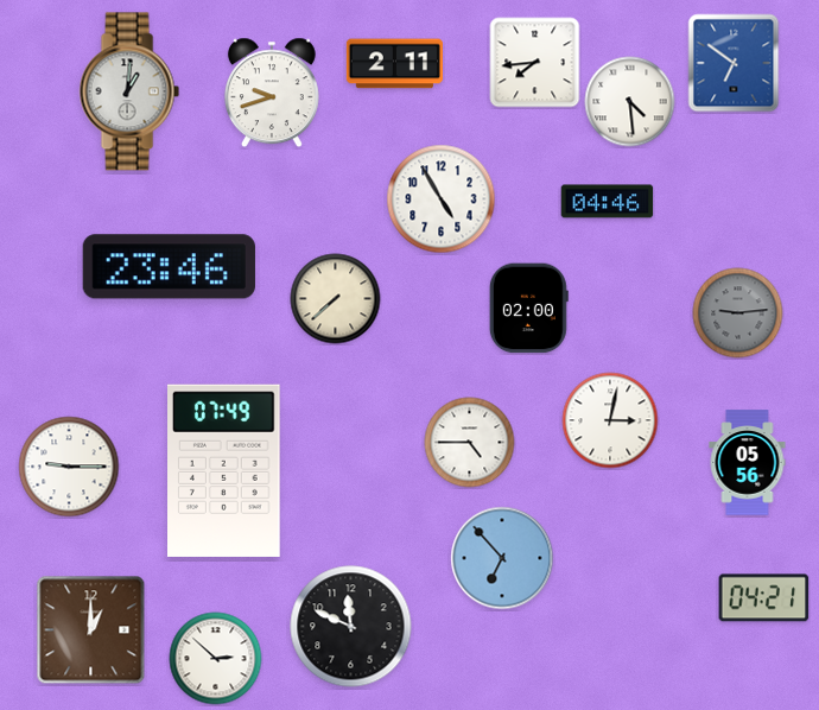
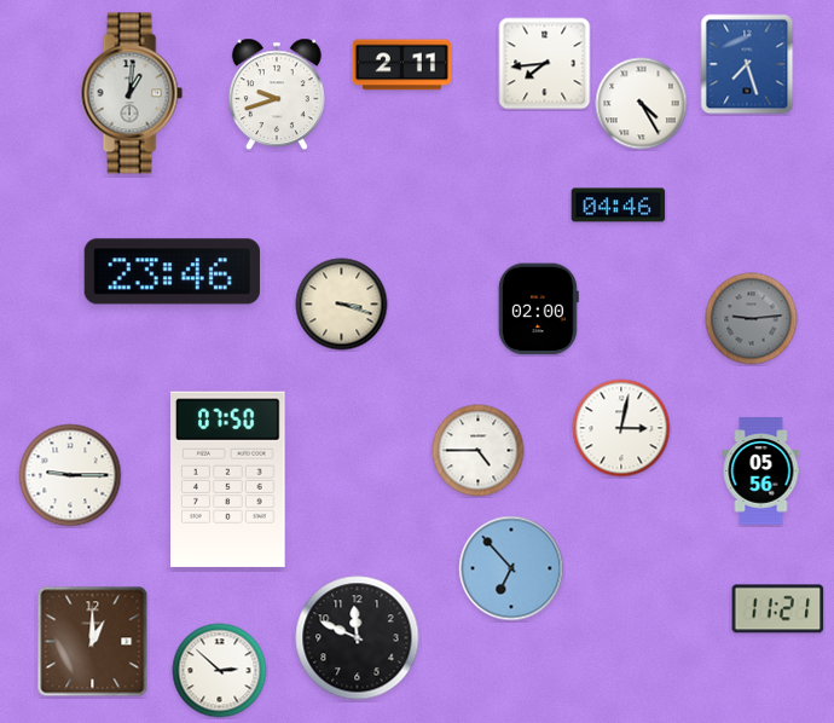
clock at (734, 63): 6:51 -> 7:27
clock at (630, 102): 4:29 -> 4:25
clock at (442, 199): 4:55 -> none
clock at (336, 299): 7:38 -> 3:18
clock at (528, 309) position: (528, 309) -> (538, 310)
clock at (224, 470): 07:49 -> 07:50
clock at (764, 598): 04:21 -> 11:21
